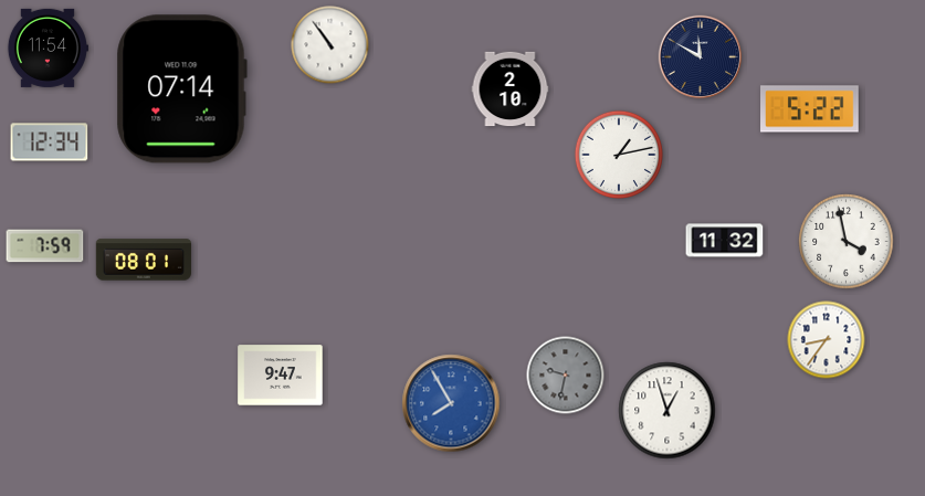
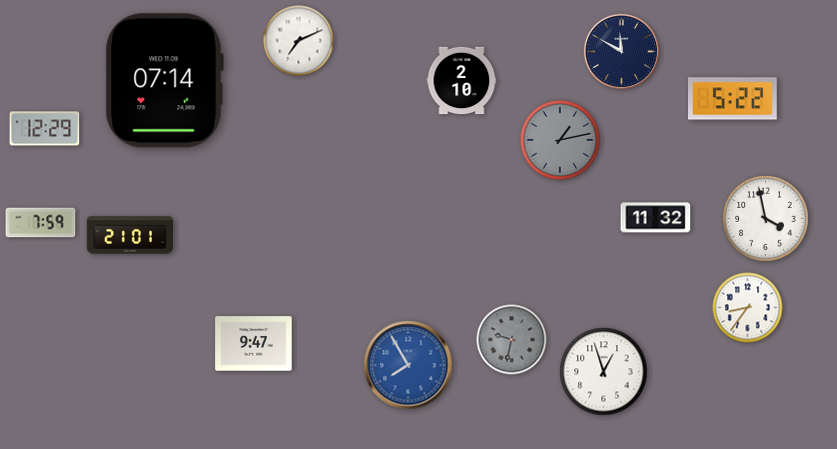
clock at (330, 45): 10:54 -> 7:11
clock at (48, 48): 11:54 -> none
clock at (700, 56) position: (700, 56) -> (621, 51)
clock at (50, 143): 12:34 -> 12:29
clock at (619, 155) dial: white -> grey
clock at (143, 260): 08:01 -> 21:01
clock at (281, 376) position: (281, 376) -> (254, 344)
